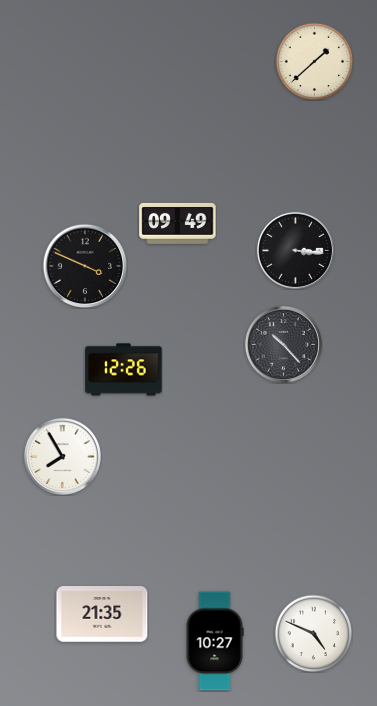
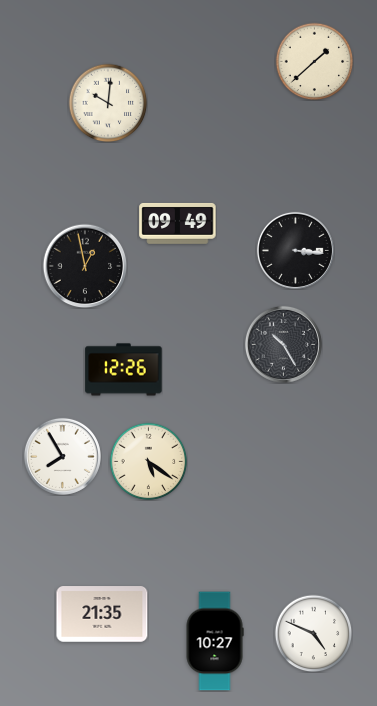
clock at (108, 103): none -> 10:01
clock at (85, 266): 3:49 -> 12:58
clock at (283, 344): 10:23 -> 10:25
clock at (148, 461): none -> 5:21
